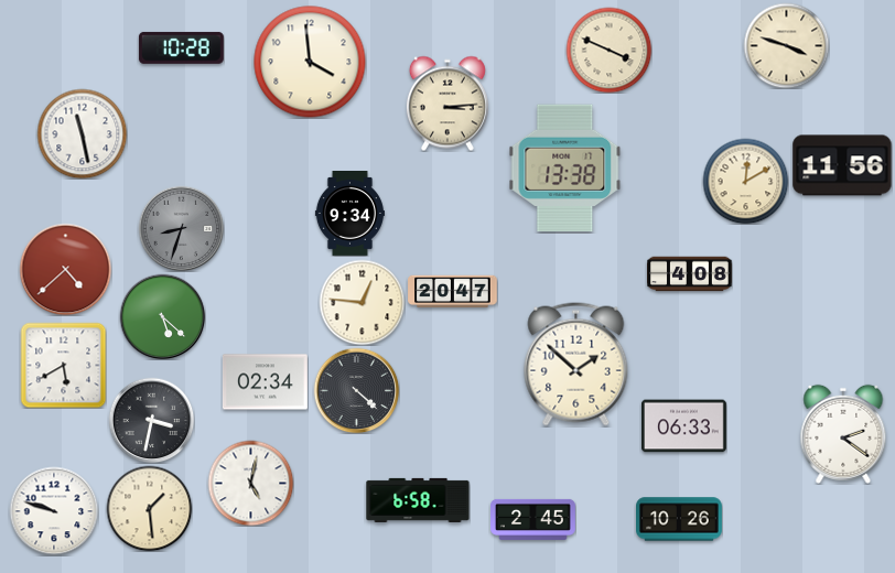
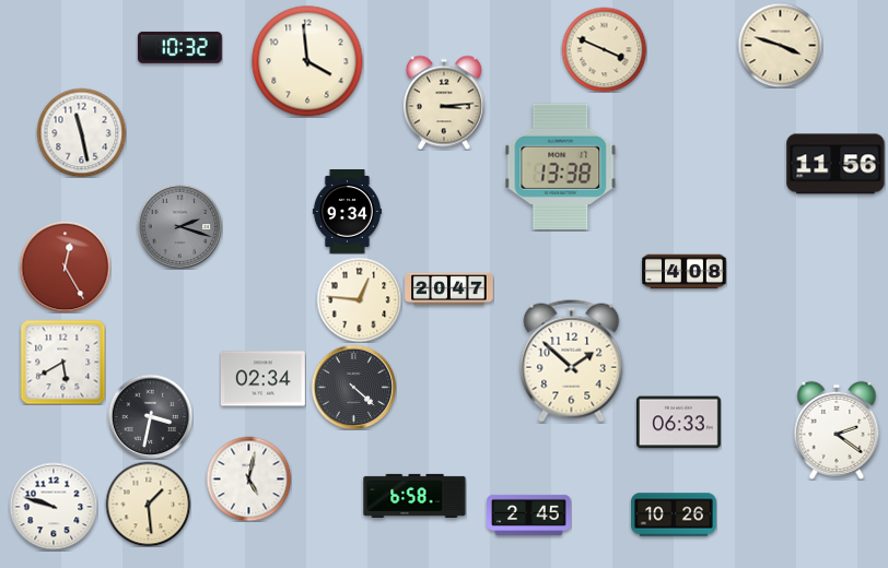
clock at (181, 47): 10:28 -> 10:32
clock at (745, 181): 12:10 -> none
clock at (181, 228): 8:33 -> 2:18
clock at (65, 269): 4:38 -> 12:25
clock at (162, 316): 5:22 -> none
